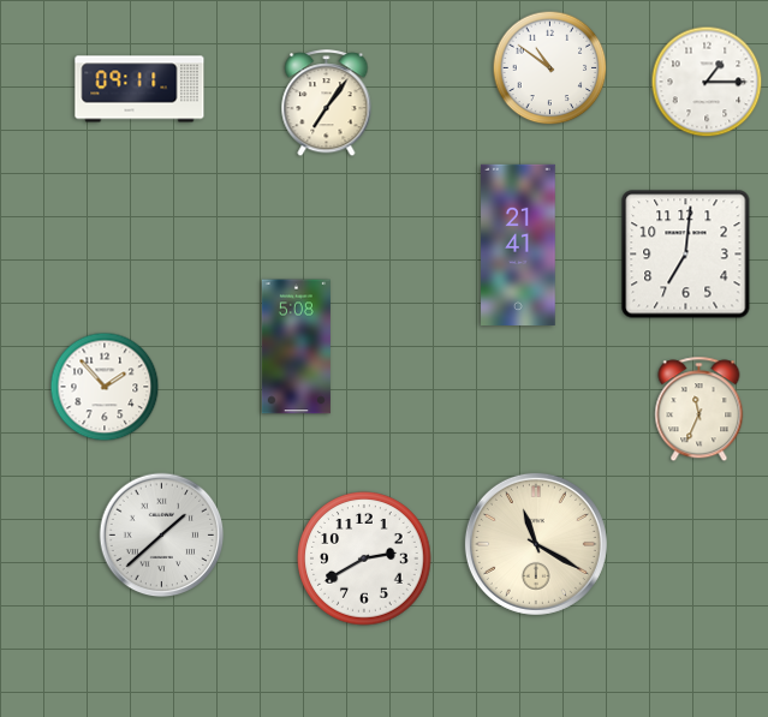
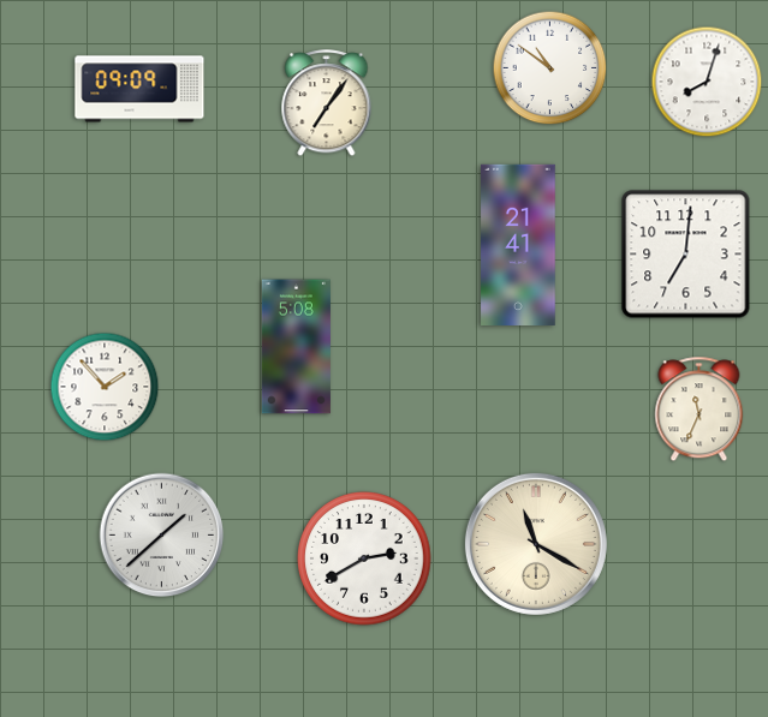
clock at (707, 82): 1:15 -> 8:03
clock at (139, 89): 09:11 -> 09:09
